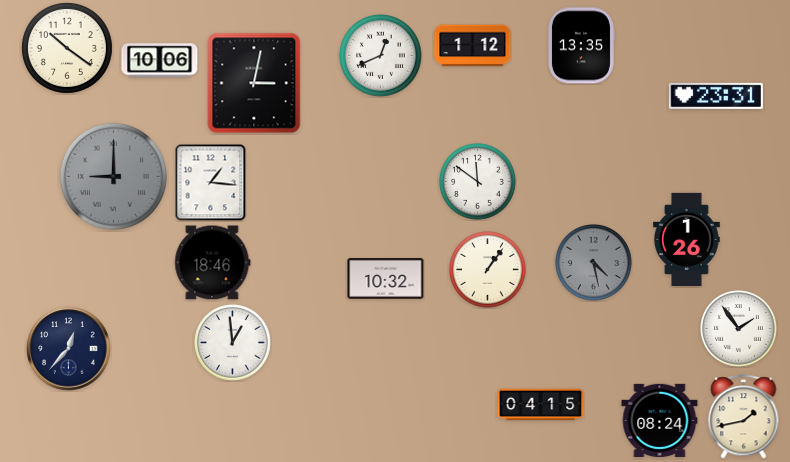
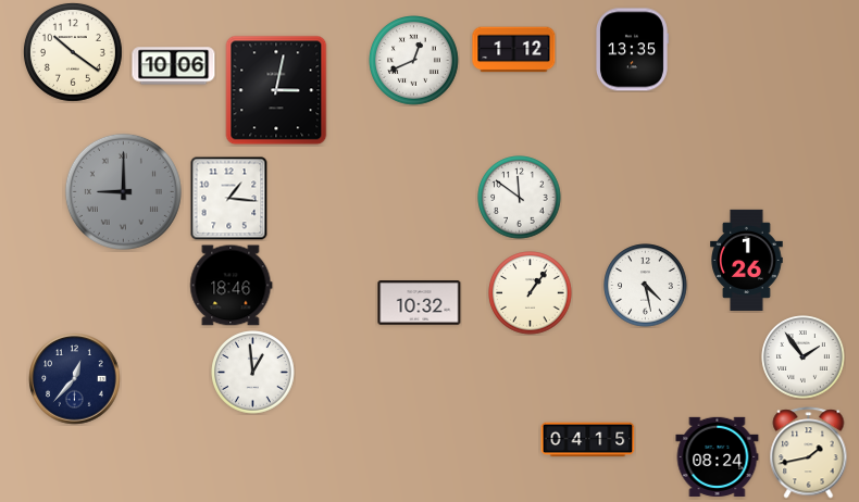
clock at (716, 96): 23:31 -> none
clock at (594, 263) dial: grey -> white
